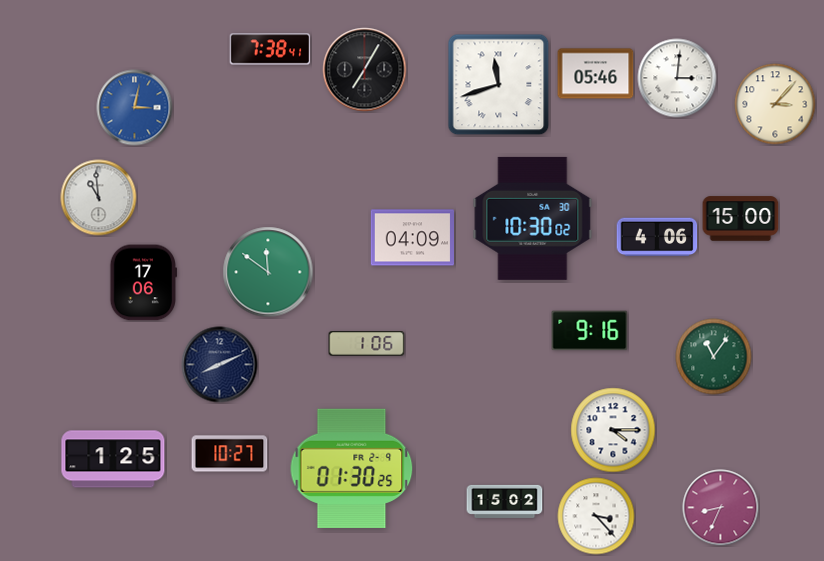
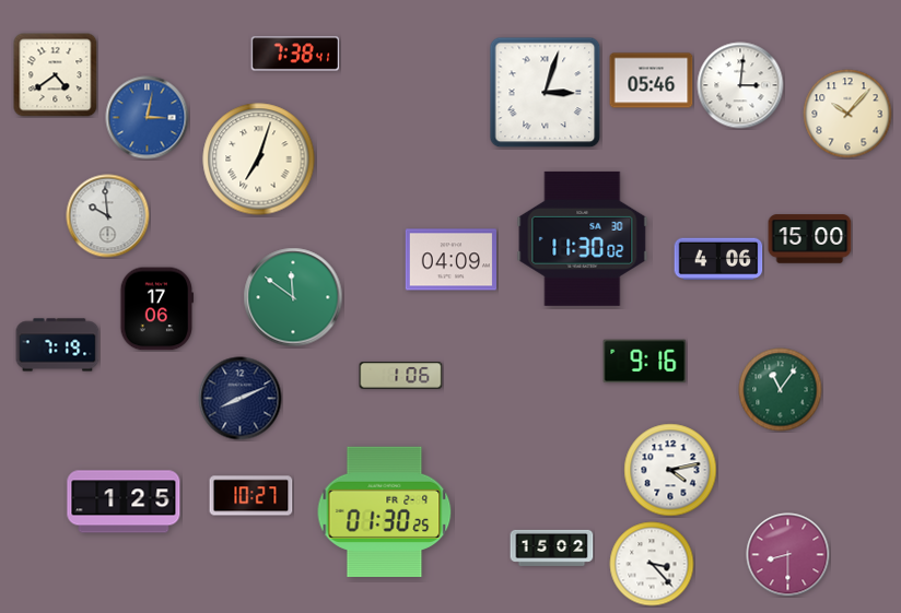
clock at (56, 75): none -> 4:39
clock at (365, 70): 7:05 -> none
clock at (499, 85): 11:42 -> 3:03
clock at (775, 104): 3:07 -> 10:07
clock at (259, 160): none -> 7:03
clock at (99, 198): 10:59 -> 9:59
clock at (533, 218): 10:30 -> 11:30
clock at (58, 345): none -> 7:19
clock at (613, 430): 4:15 -> 4:13
clock at (721, 508): 8:34 -> 8:30
